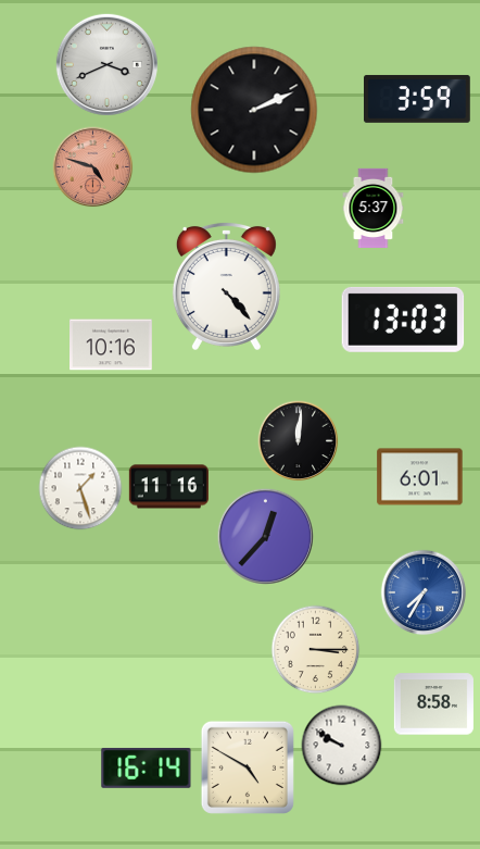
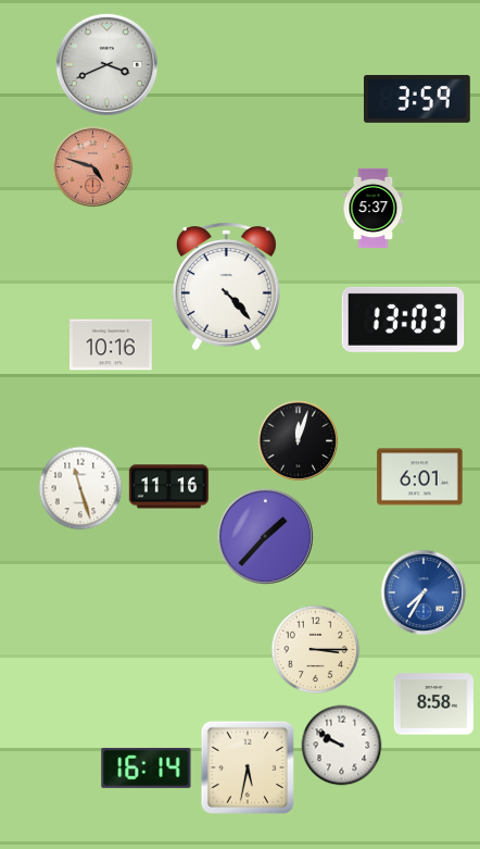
clock at (254, 110): 2:11 -> none
clock at (299, 441): 12:01 -> 12:03
clock at (80, 488): 1:27 -> 11:27
clock at (265, 536): 12:37 -> 1:37
clock at (248, 767): 4:50 -> 5:32
